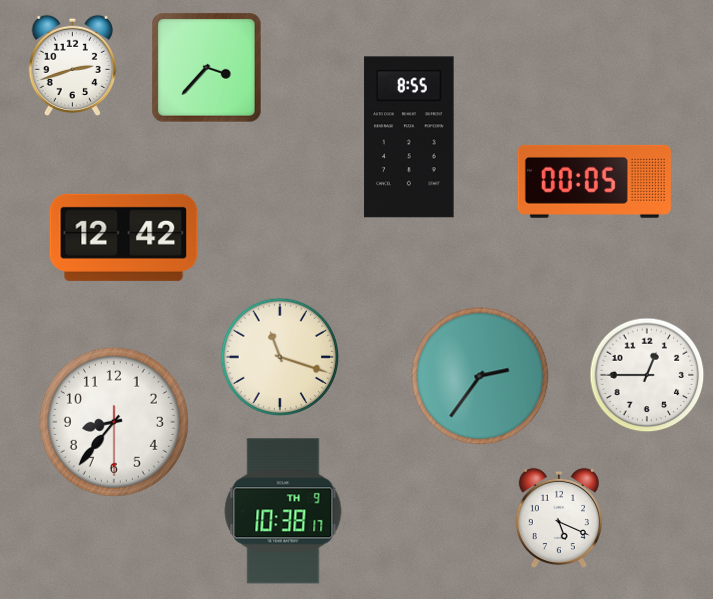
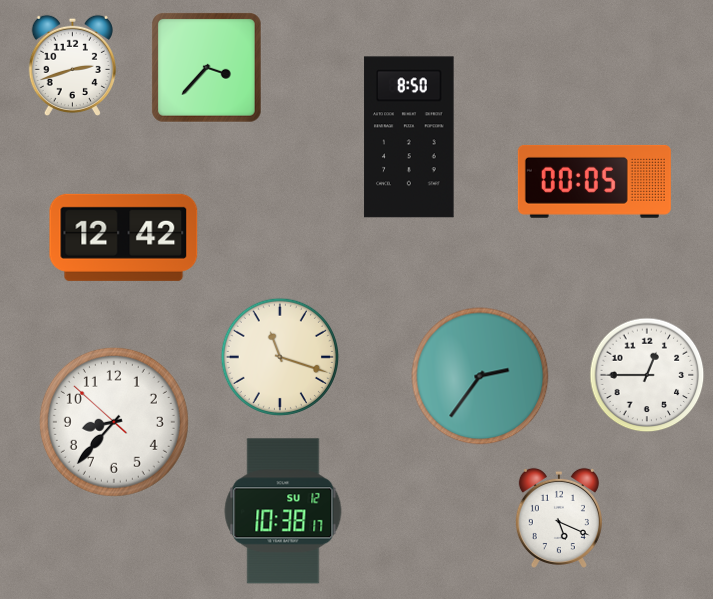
clock at (409, 137): 8:55 -> 8:50
clock at (114, 422): 8:36:30 -> 8:36:52
clock at (283, 511) date: TH 9 -> SU 12
